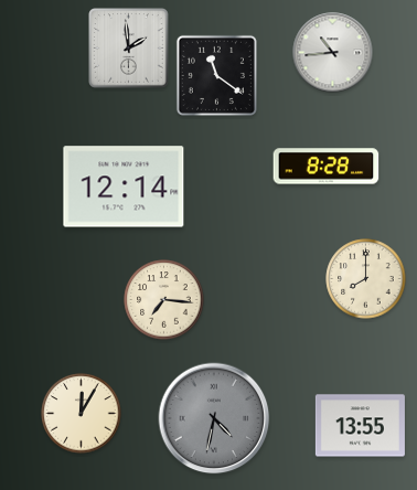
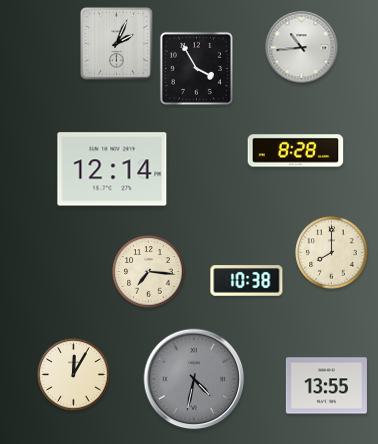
clock at (129, 49): 1:59 -> 2:04
clock at (216, 75): 11:21 -> 3:55
clock at (247, 281): none -> 10:38
